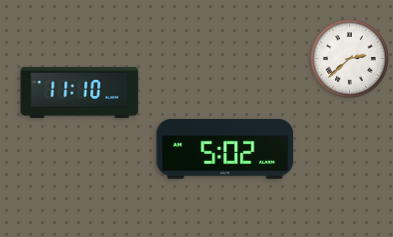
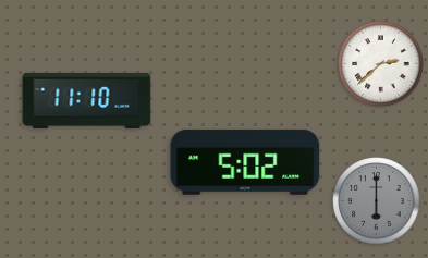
clock at (377, 201): none -> 6:00
